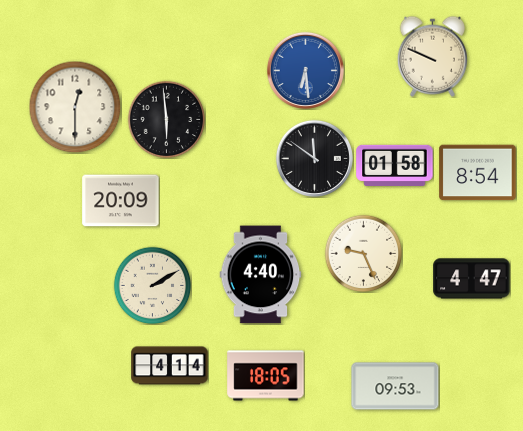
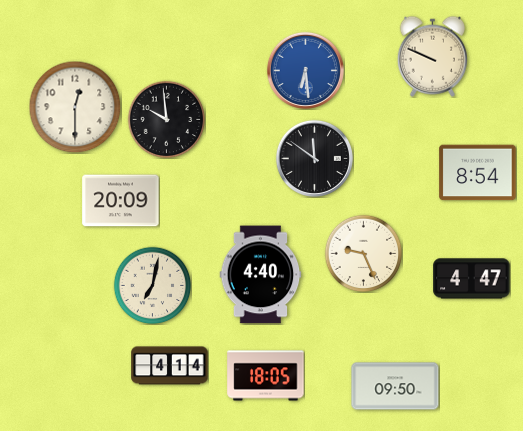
clock at (166, 119): 5:59 -> 9:59
clock at (395, 165): 01:58 -> none
clock at (152, 285): 2:10 -> 7:02
clock at (395, 386): 09:53 -> 09:50
